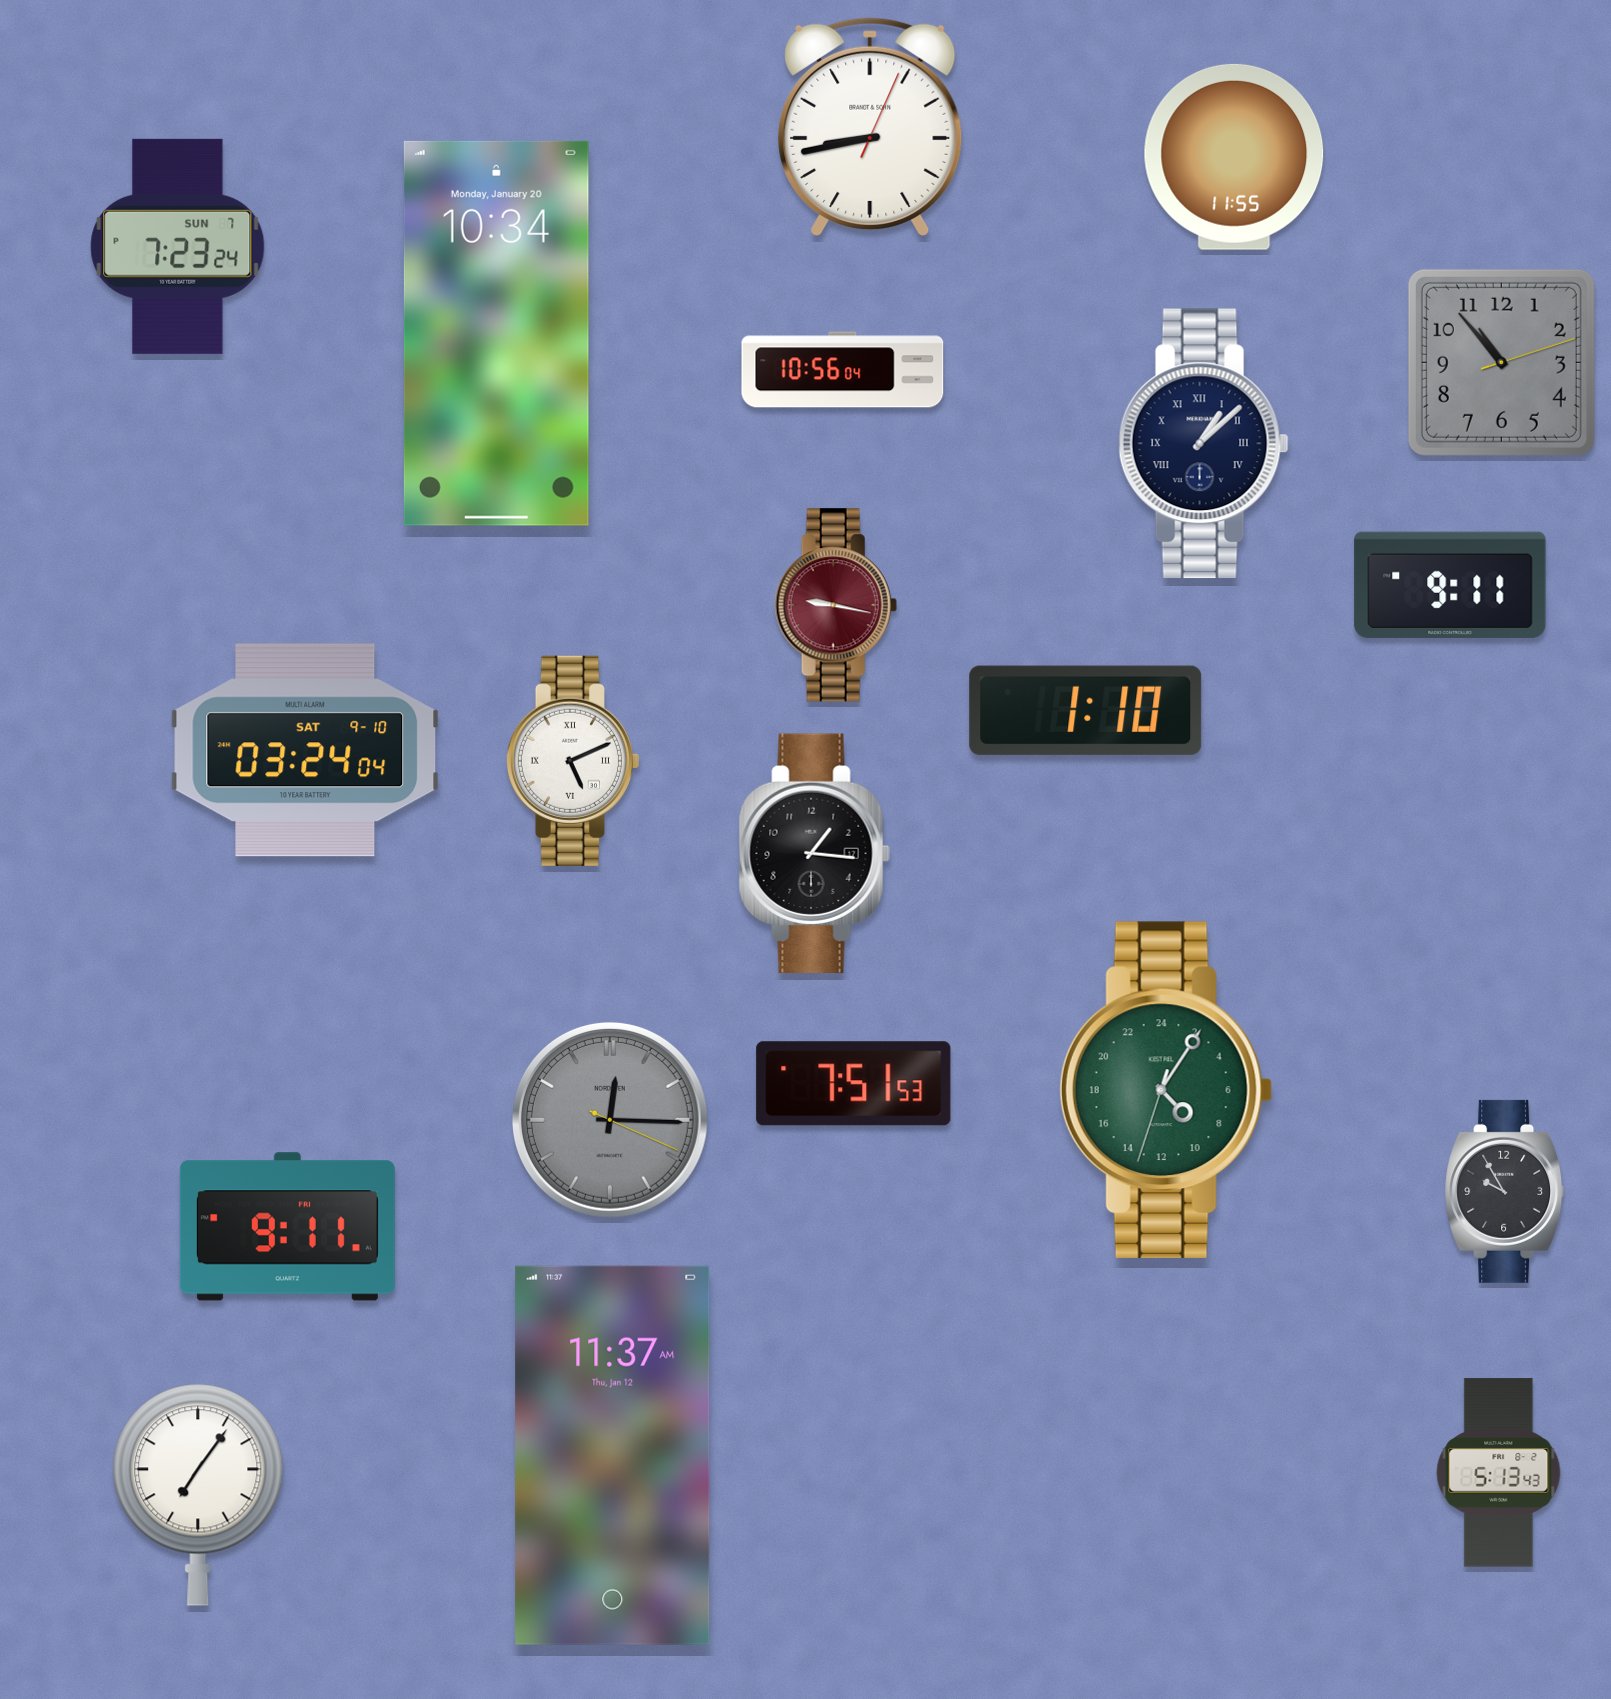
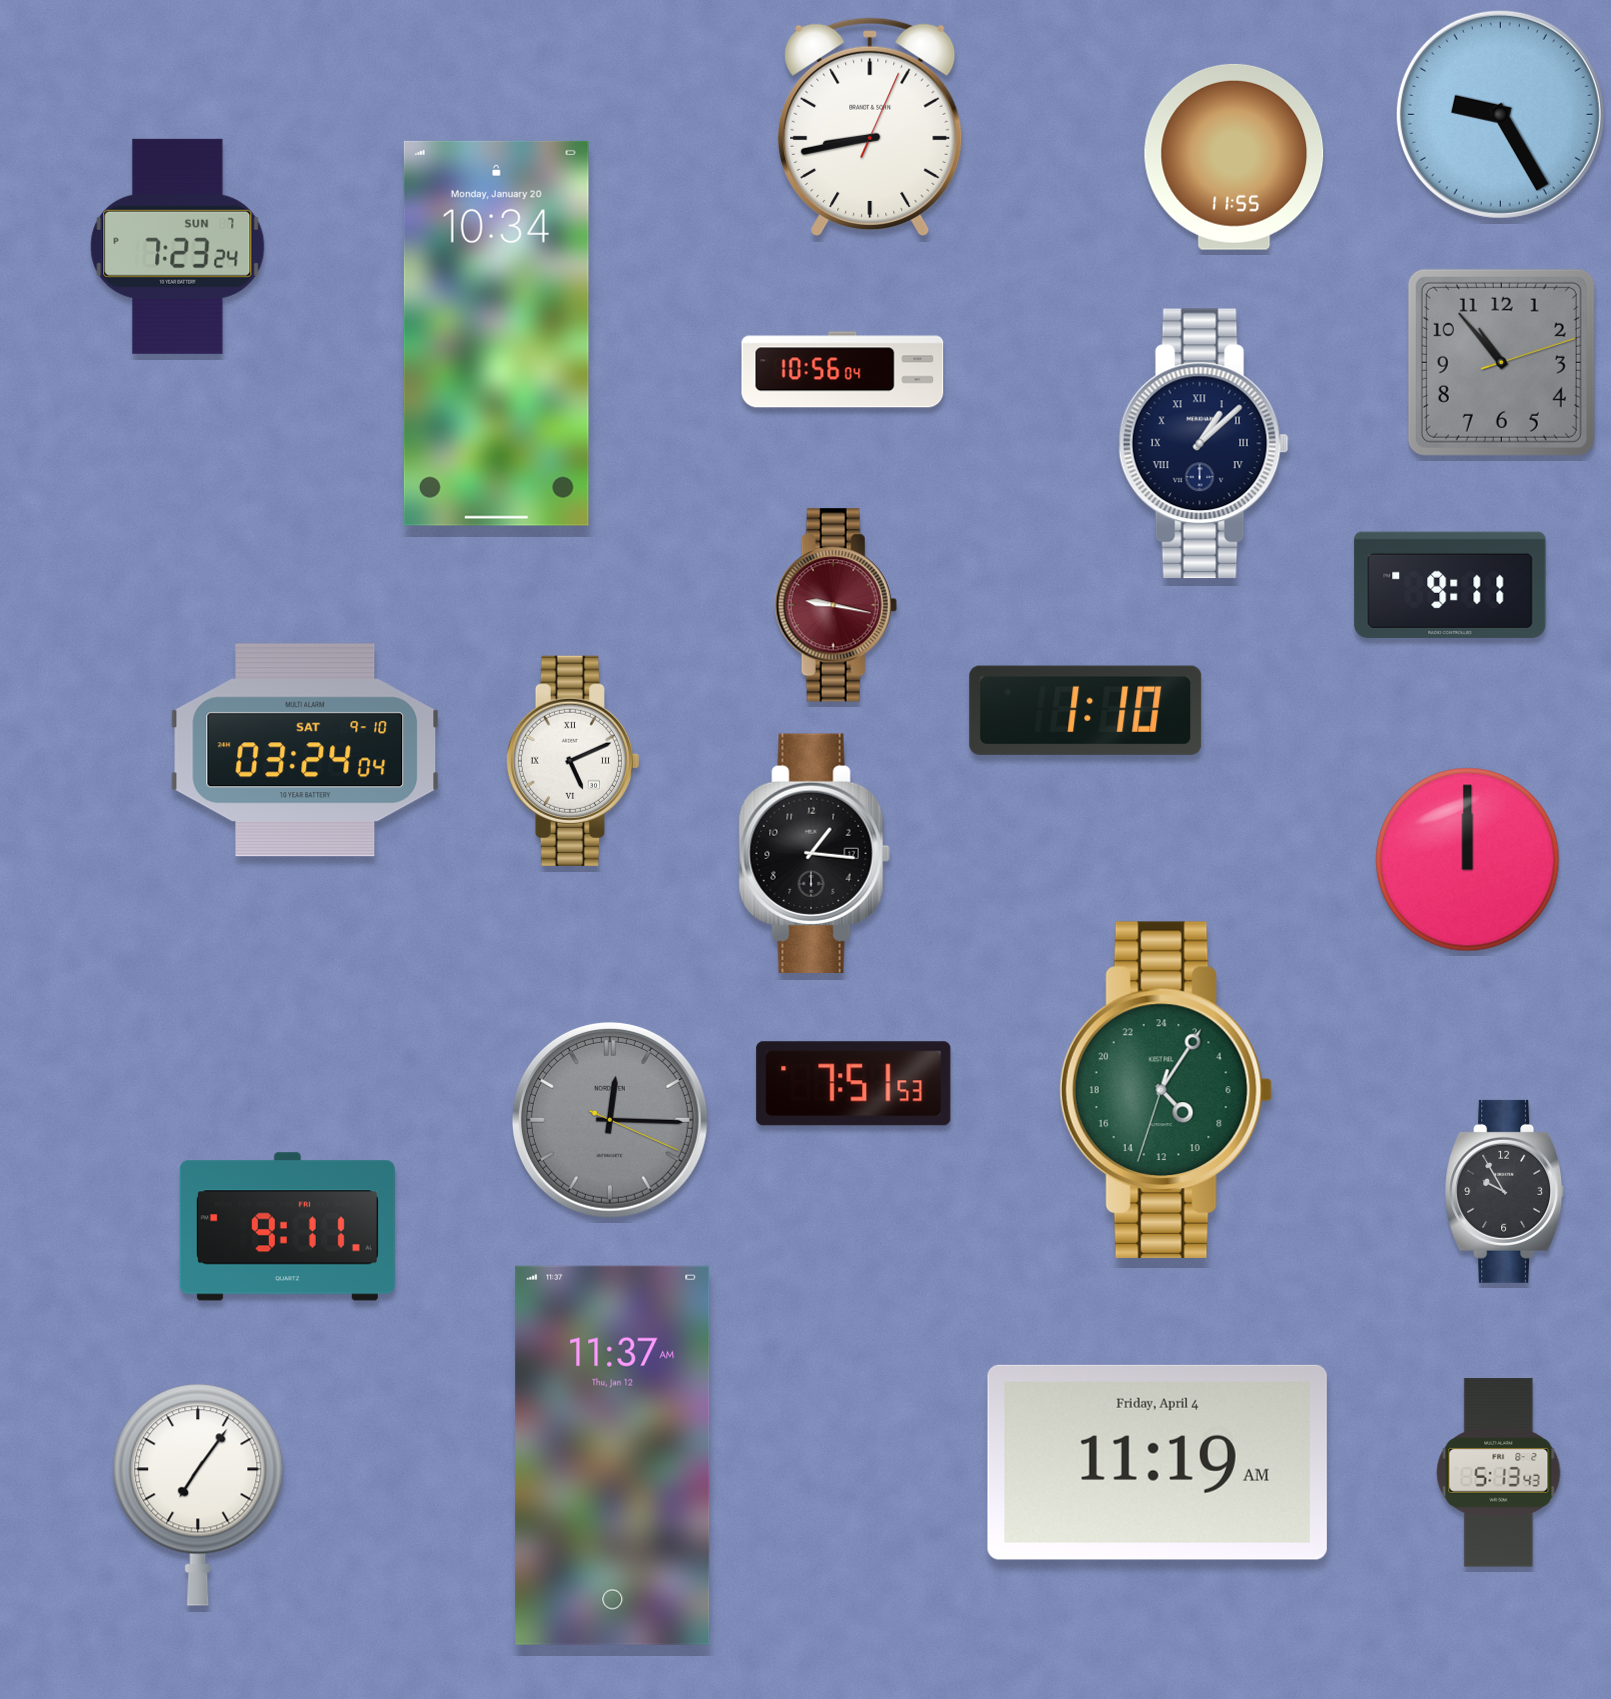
clock at (1500, 114): none -> 9:25
clock at (1468, 860): none -> 12:00
clock at (1157, 1462): none -> 11:19
